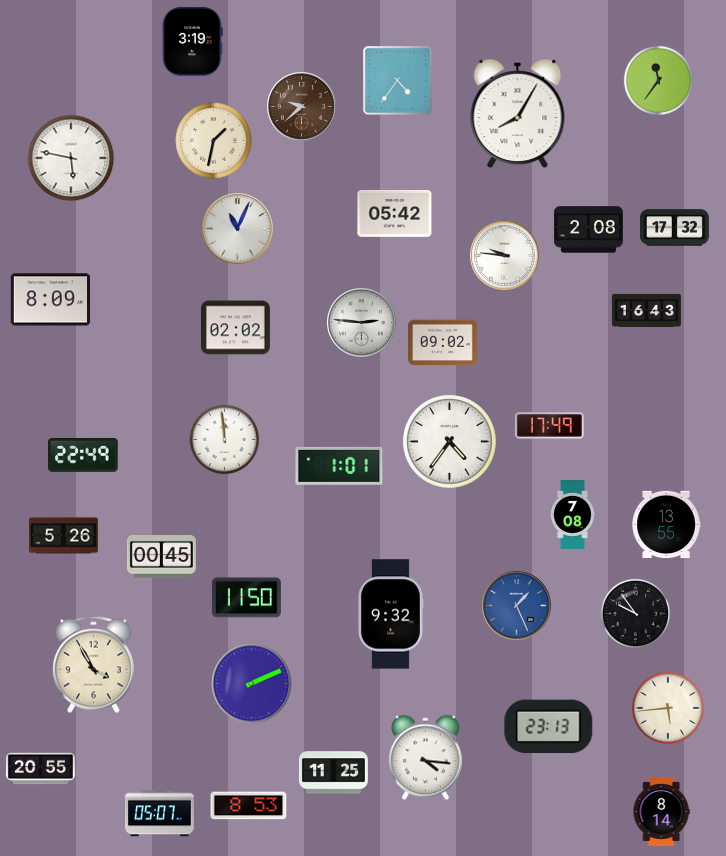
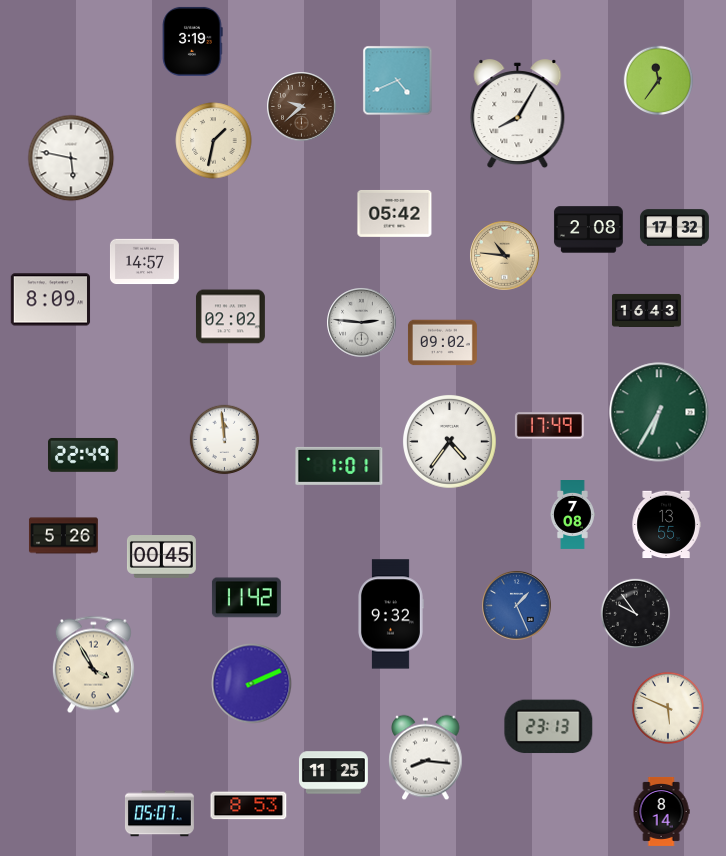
clock at (398, 81): 4:36 -> 4:41
clock at (238, 229): 11:04 -> none
clock at (505, 256): 9:46 -> 10:46
clock at (505, 256) dial: white -> champagne
clock at (144, 262): none -> 14:57
clock at (235, 328) position: (235, 328) -> (230, 317)
clock at (659, 412): none -> 6:35
clock at (246, 598): 11:50 -> 11:42
clock at (668, 708): 5:44 -> 5:49
clock at (426, 758): 4:16 -> 8:16
clock at (40, 769): 20:55 -> none
